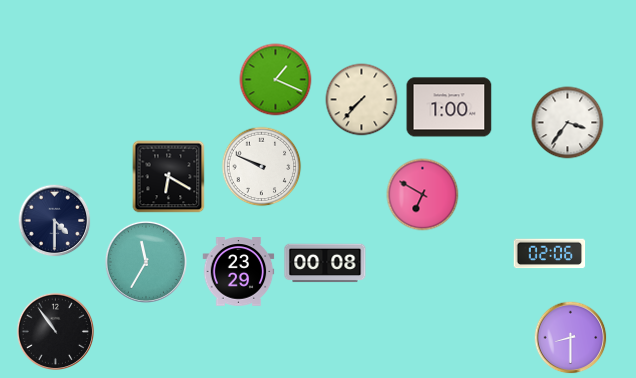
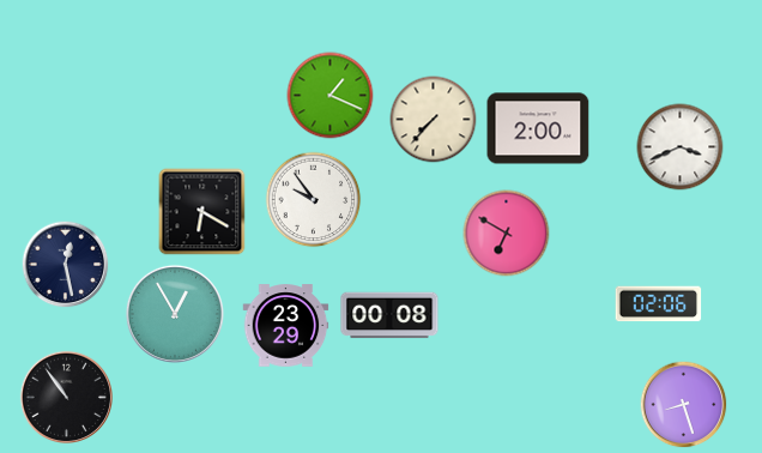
clock at (449, 107): 1:00 -> 2:00
clock at (568, 123): 3:36 -> 3:41
clock at (262, 167): 9:49 -> 9:54
clock at (55, 221): 4:30 -> 12:28
clock at (146, 262): 11:35 -> 12:55
clock at (571, 338): 8:30 -> 8:27
